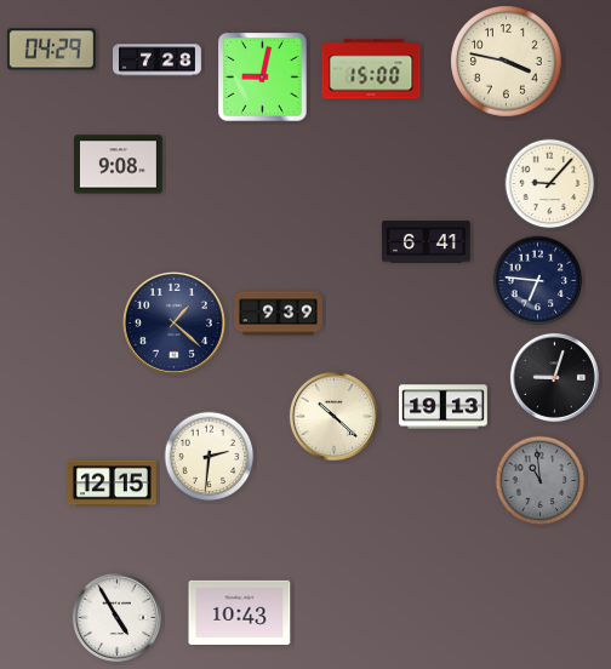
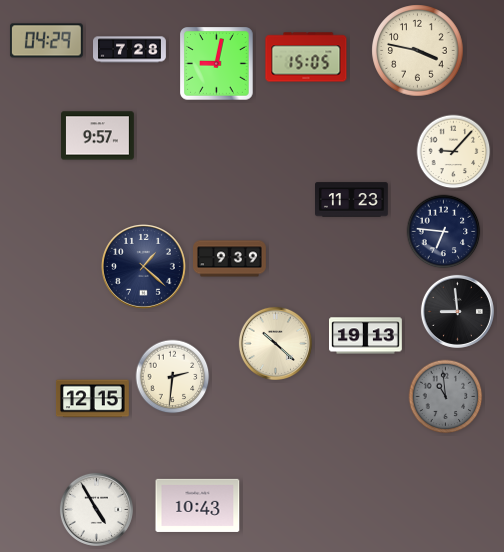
clock at (51, 50) position: (51, 50) -> (46, 41)
clock at (371, 69): 15:00 -> 15:05
clock at (119, 165): 9:08 -> 9:57
clock at (427, 242): 6:41 -> 11:23
clock at (554, 377): 9:03 -> 8:59
